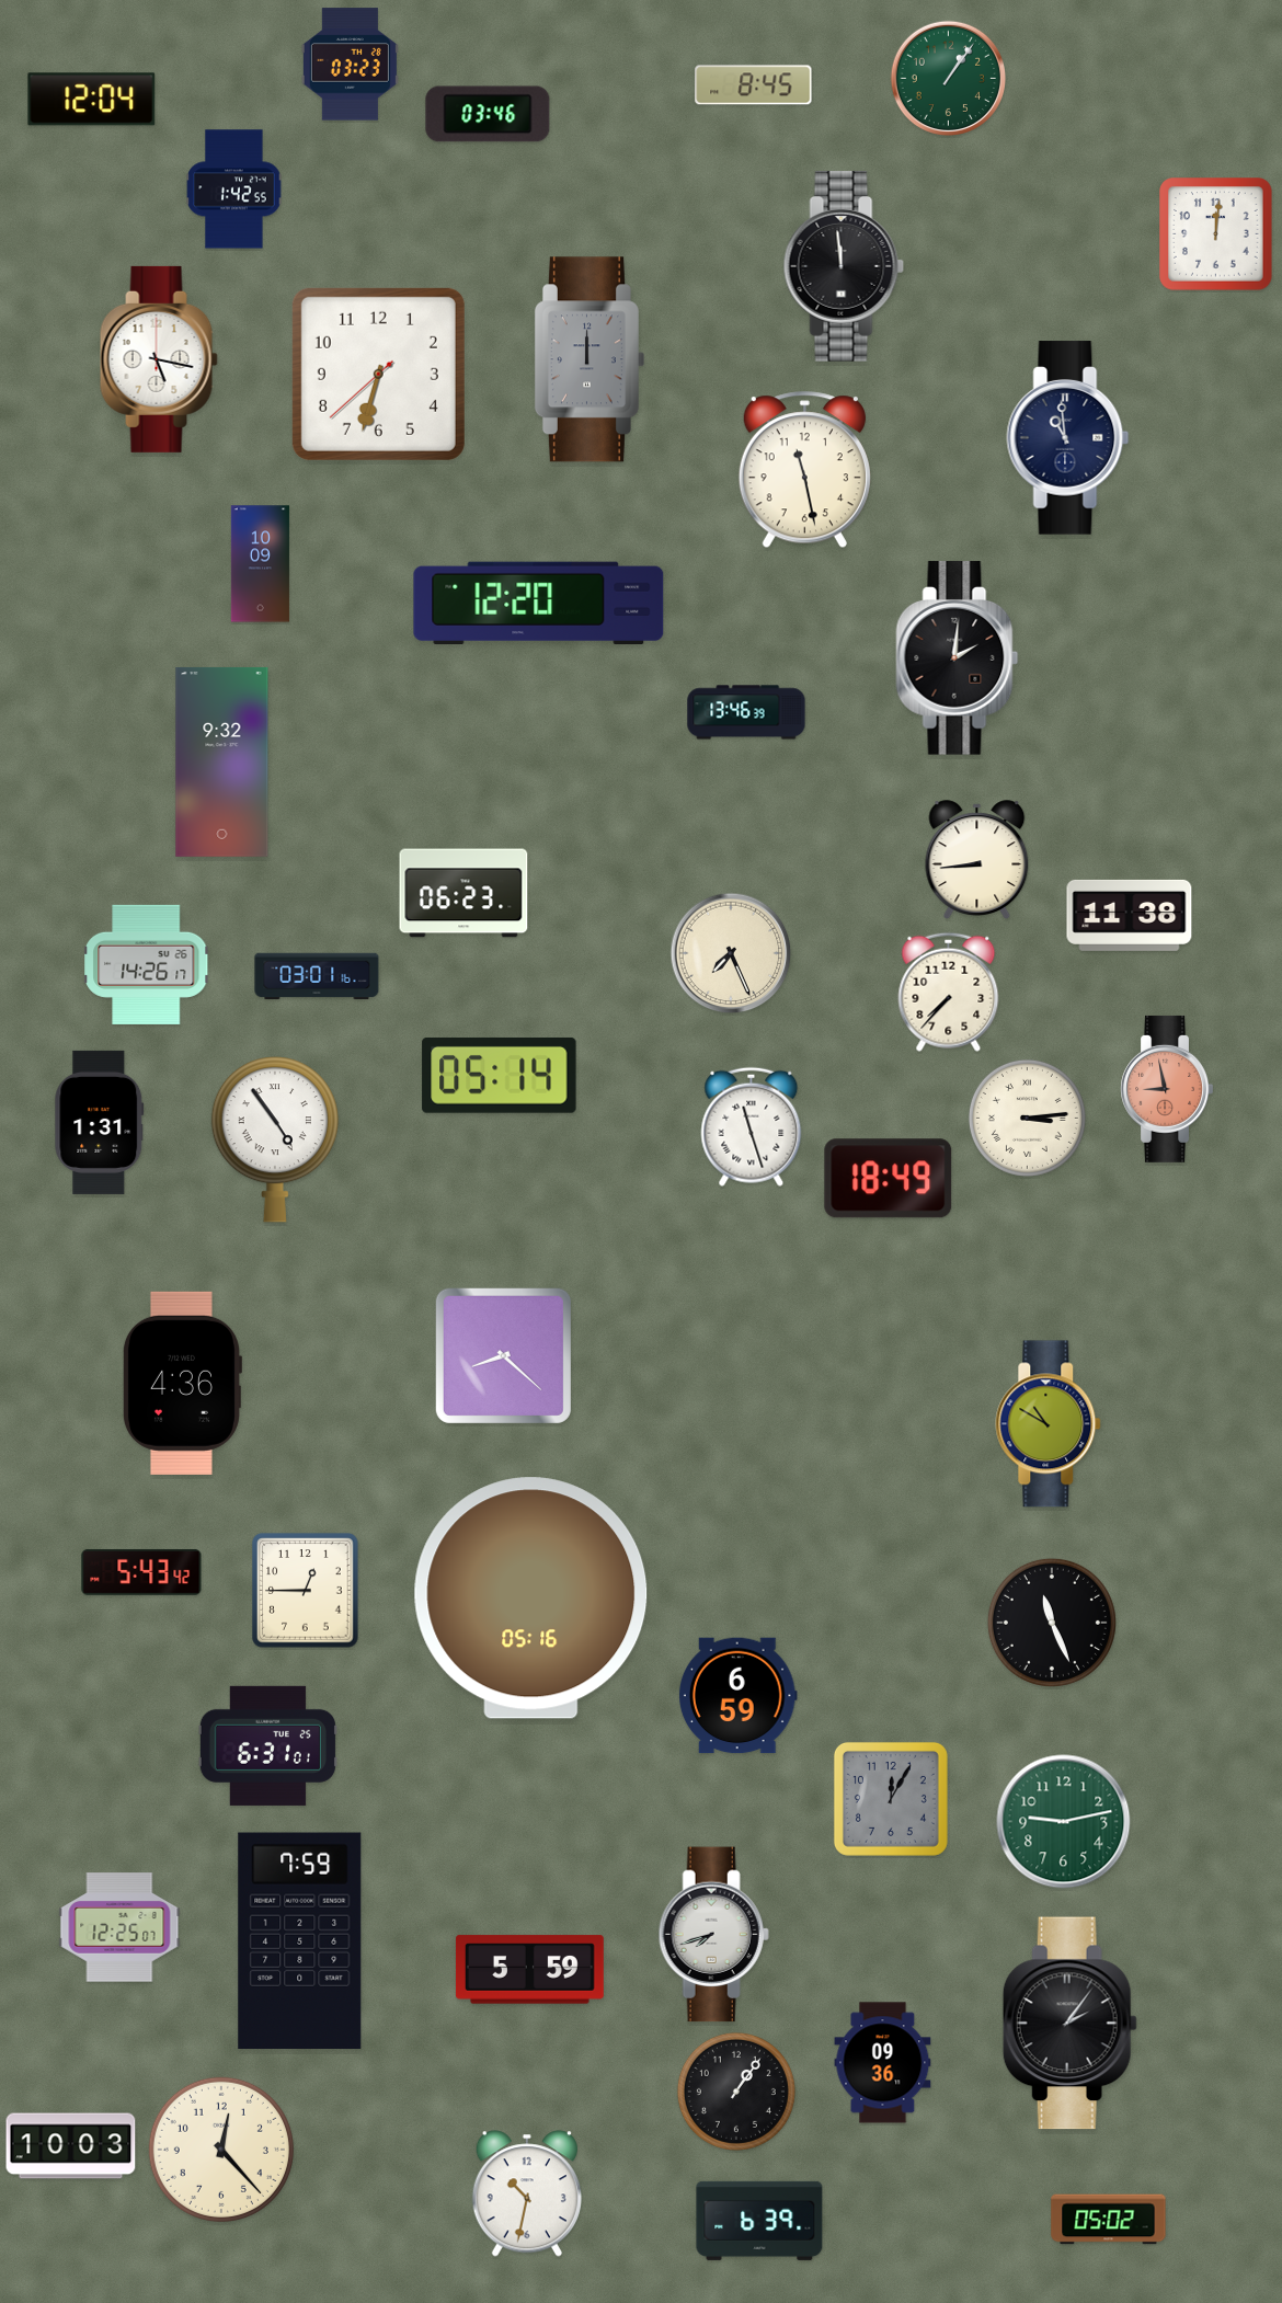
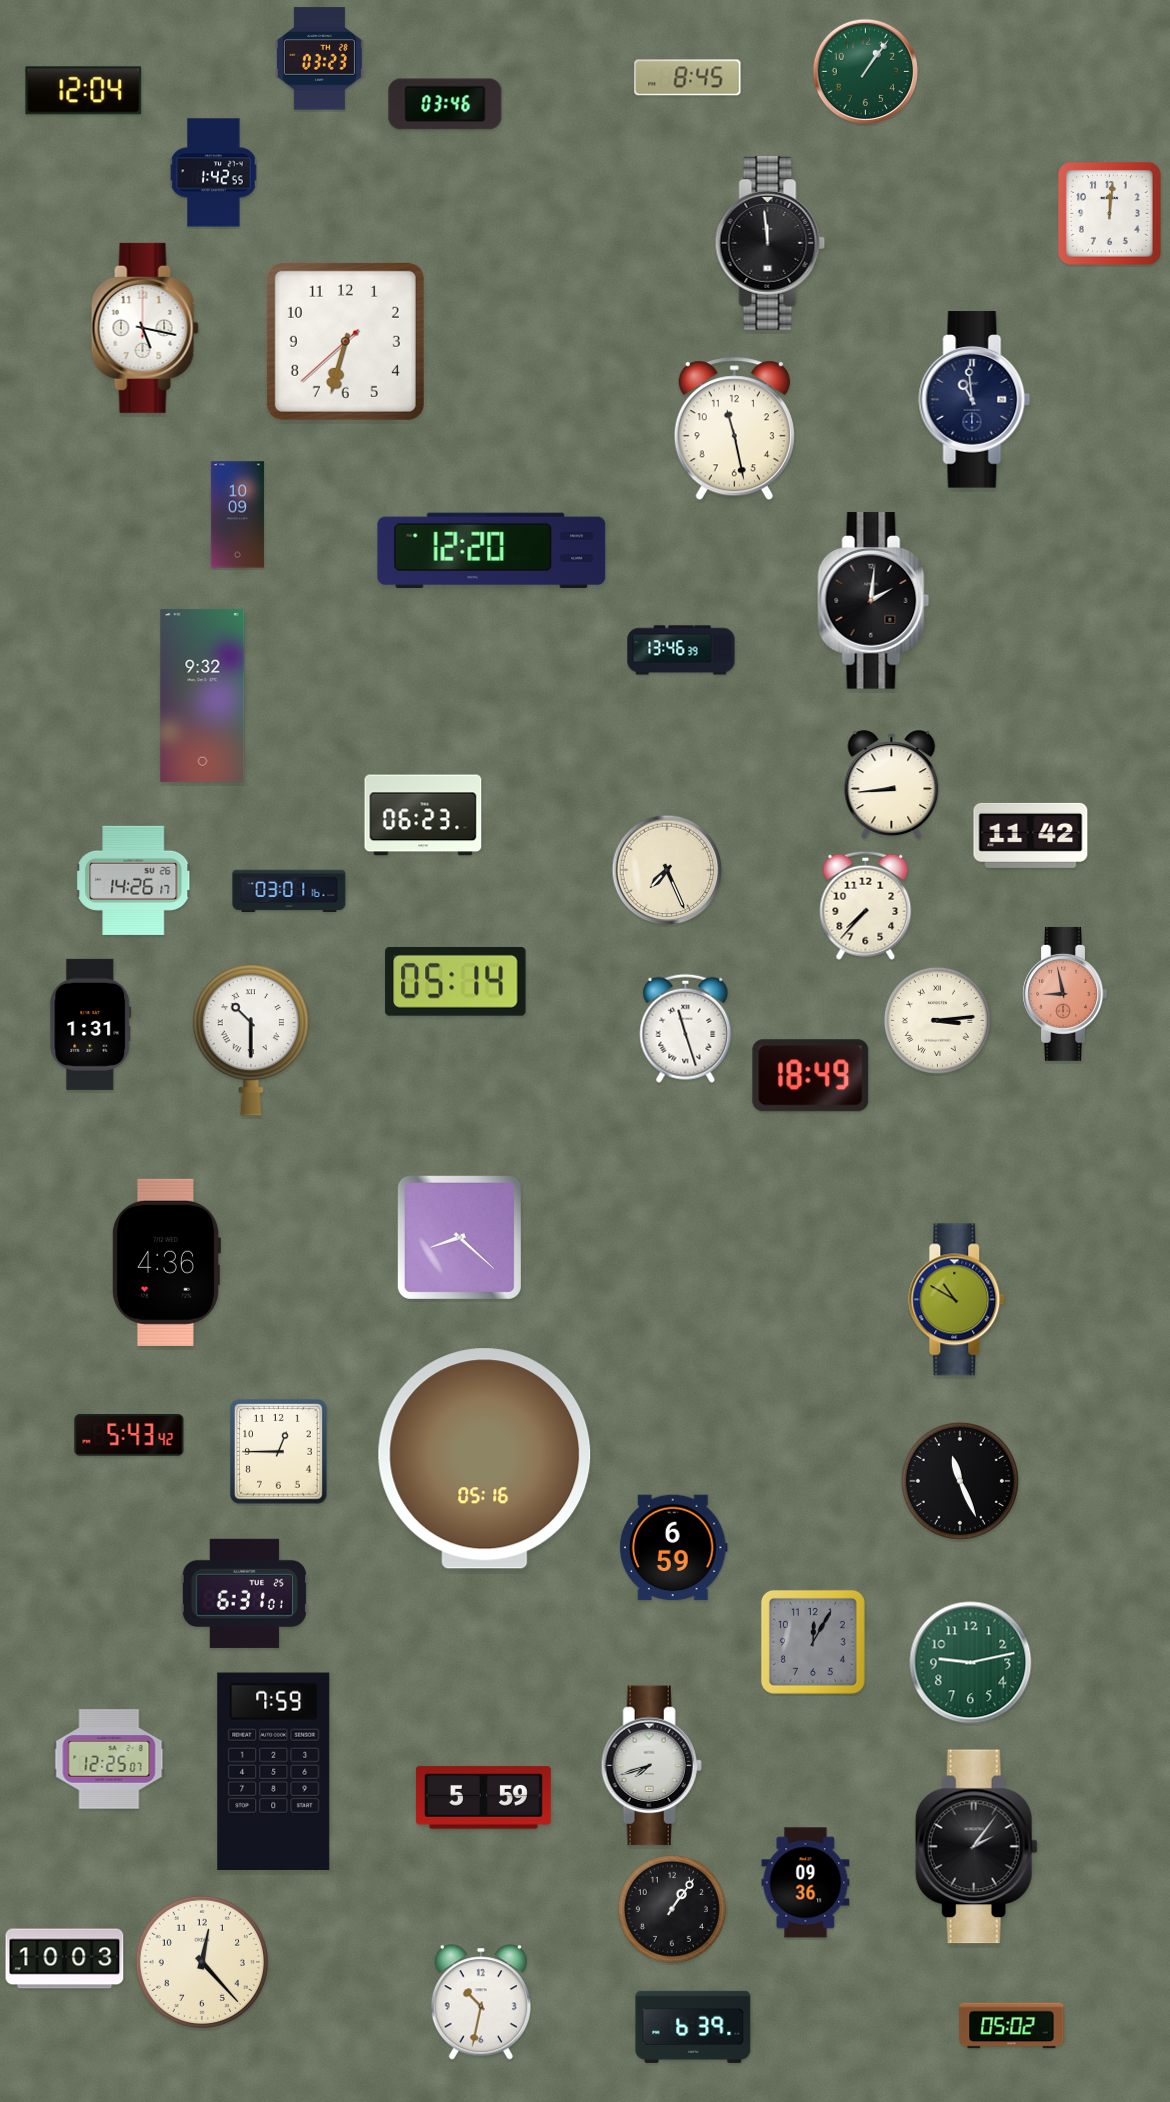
clock at (590, 359): 12:00 -> none
clock at (1130, 915): 11:38 -> 11:42
clock at (275, 1141): 4:54 -> 10:30
